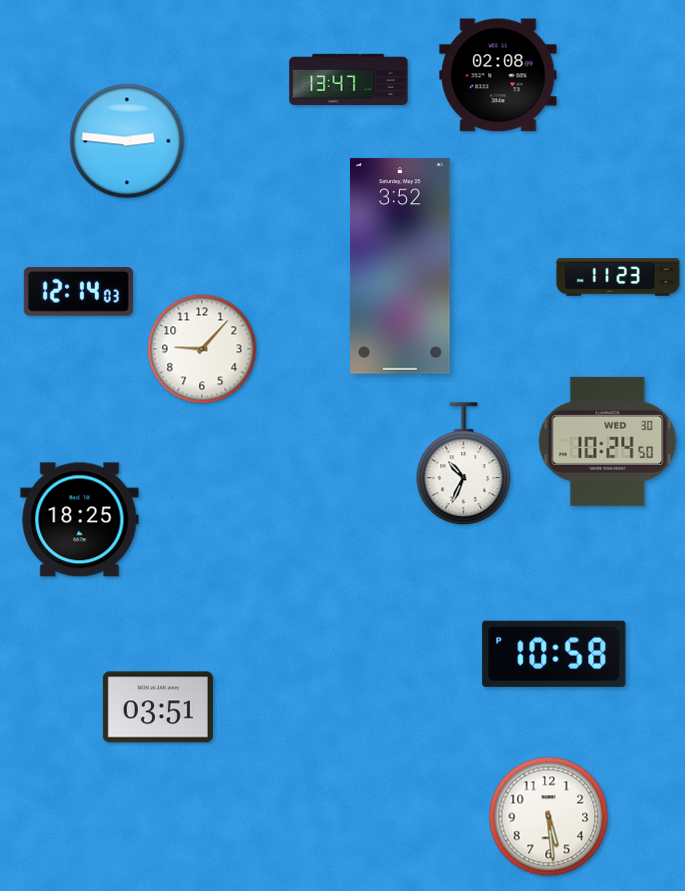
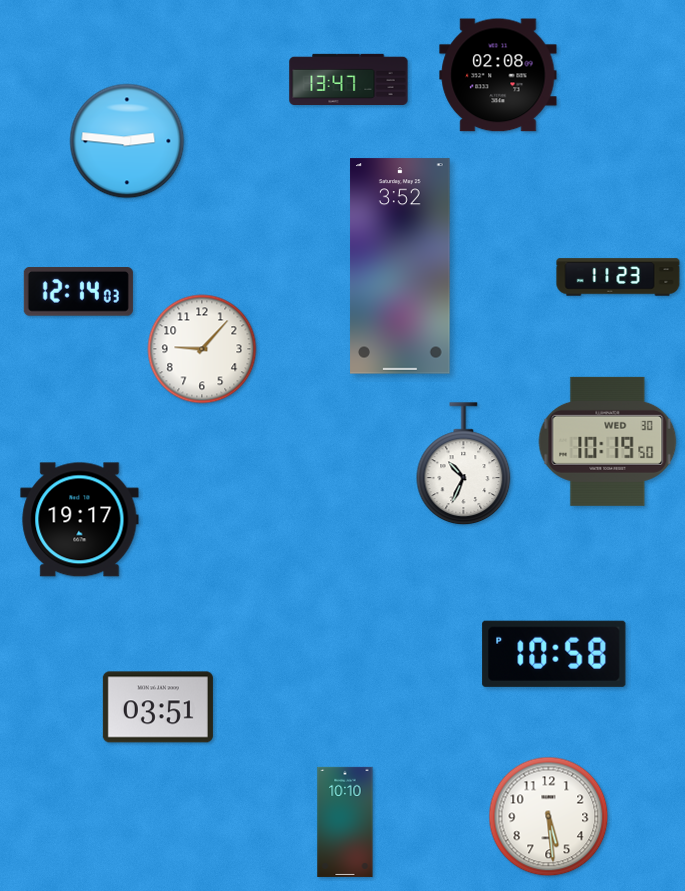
clock at (608, 441): 10:24 -> 10:19
clock at (80, 520): 18:25 -> 19:17
clock at (345, 822): none -> 10:10
